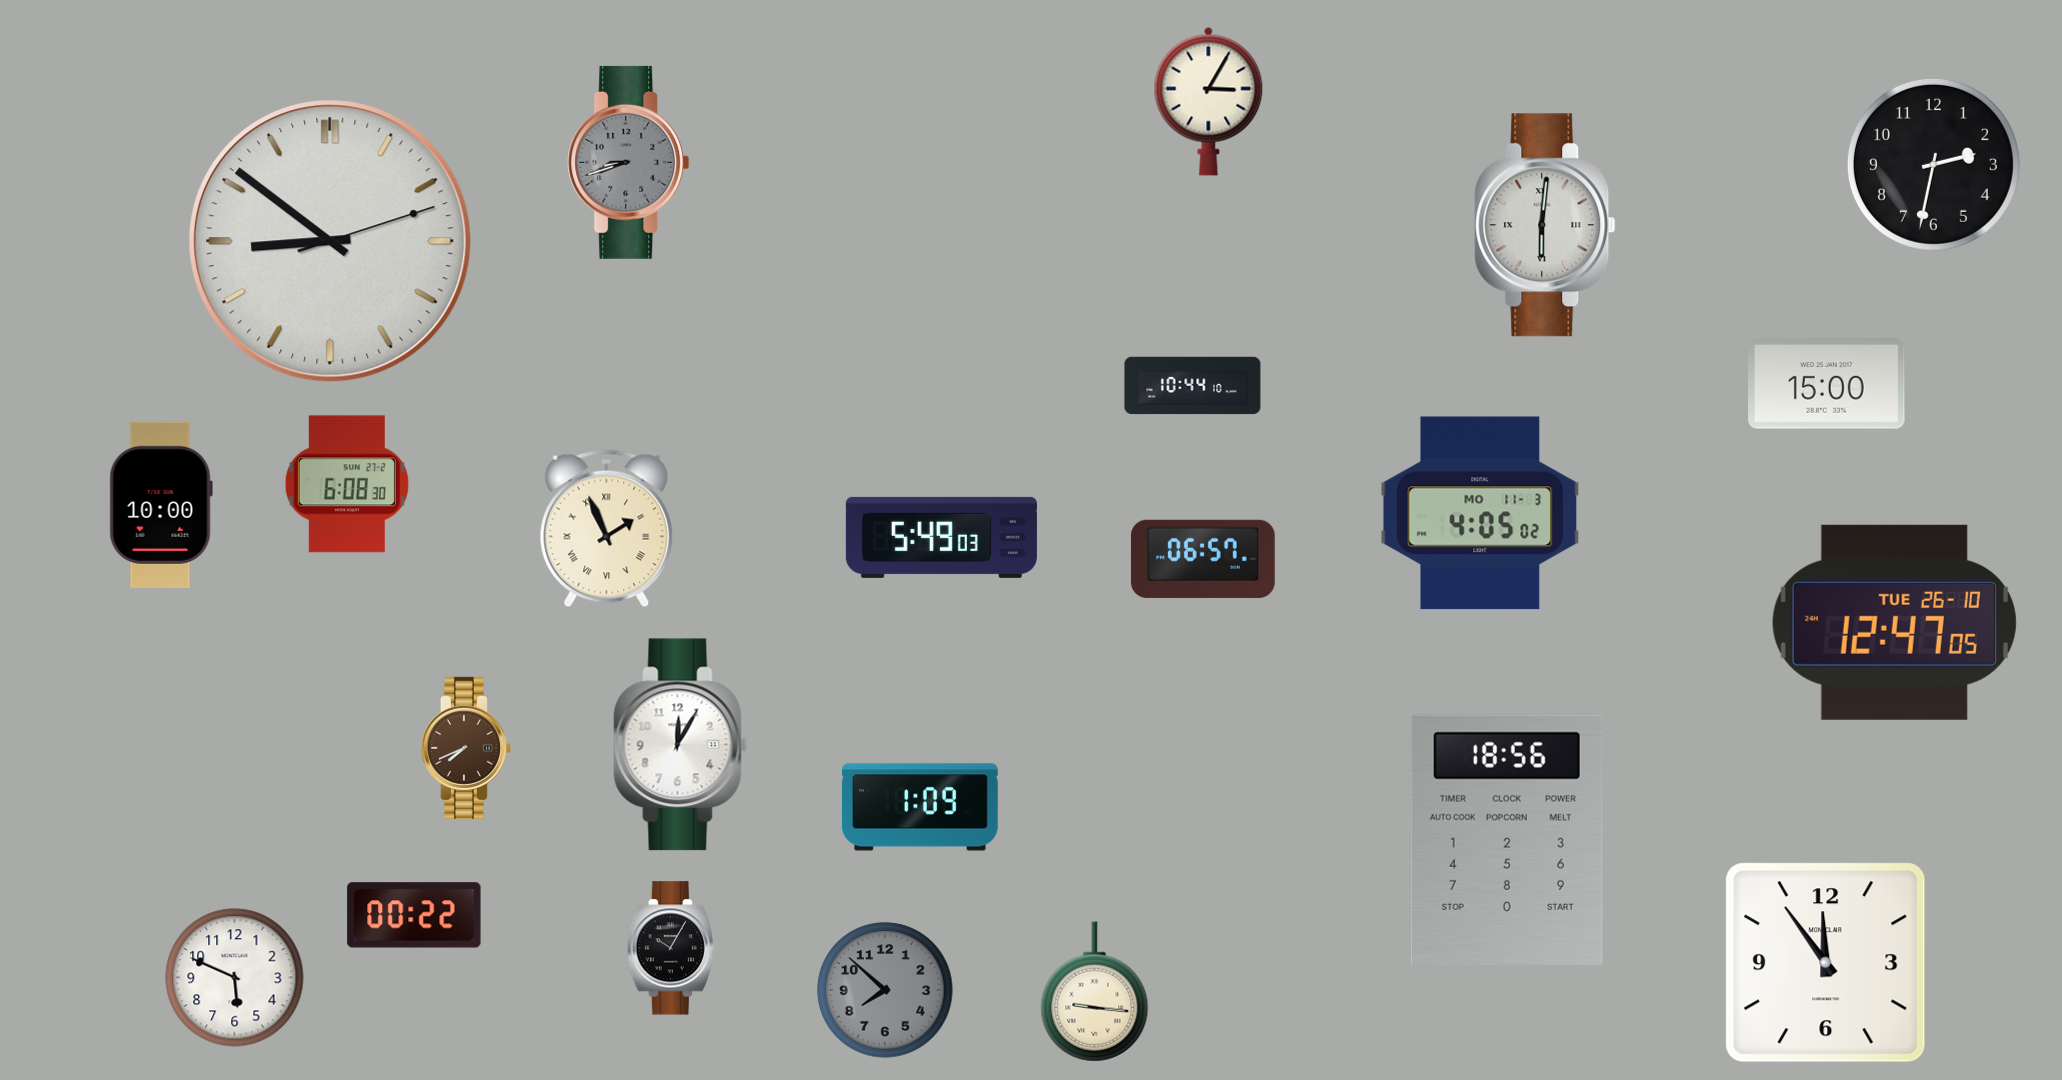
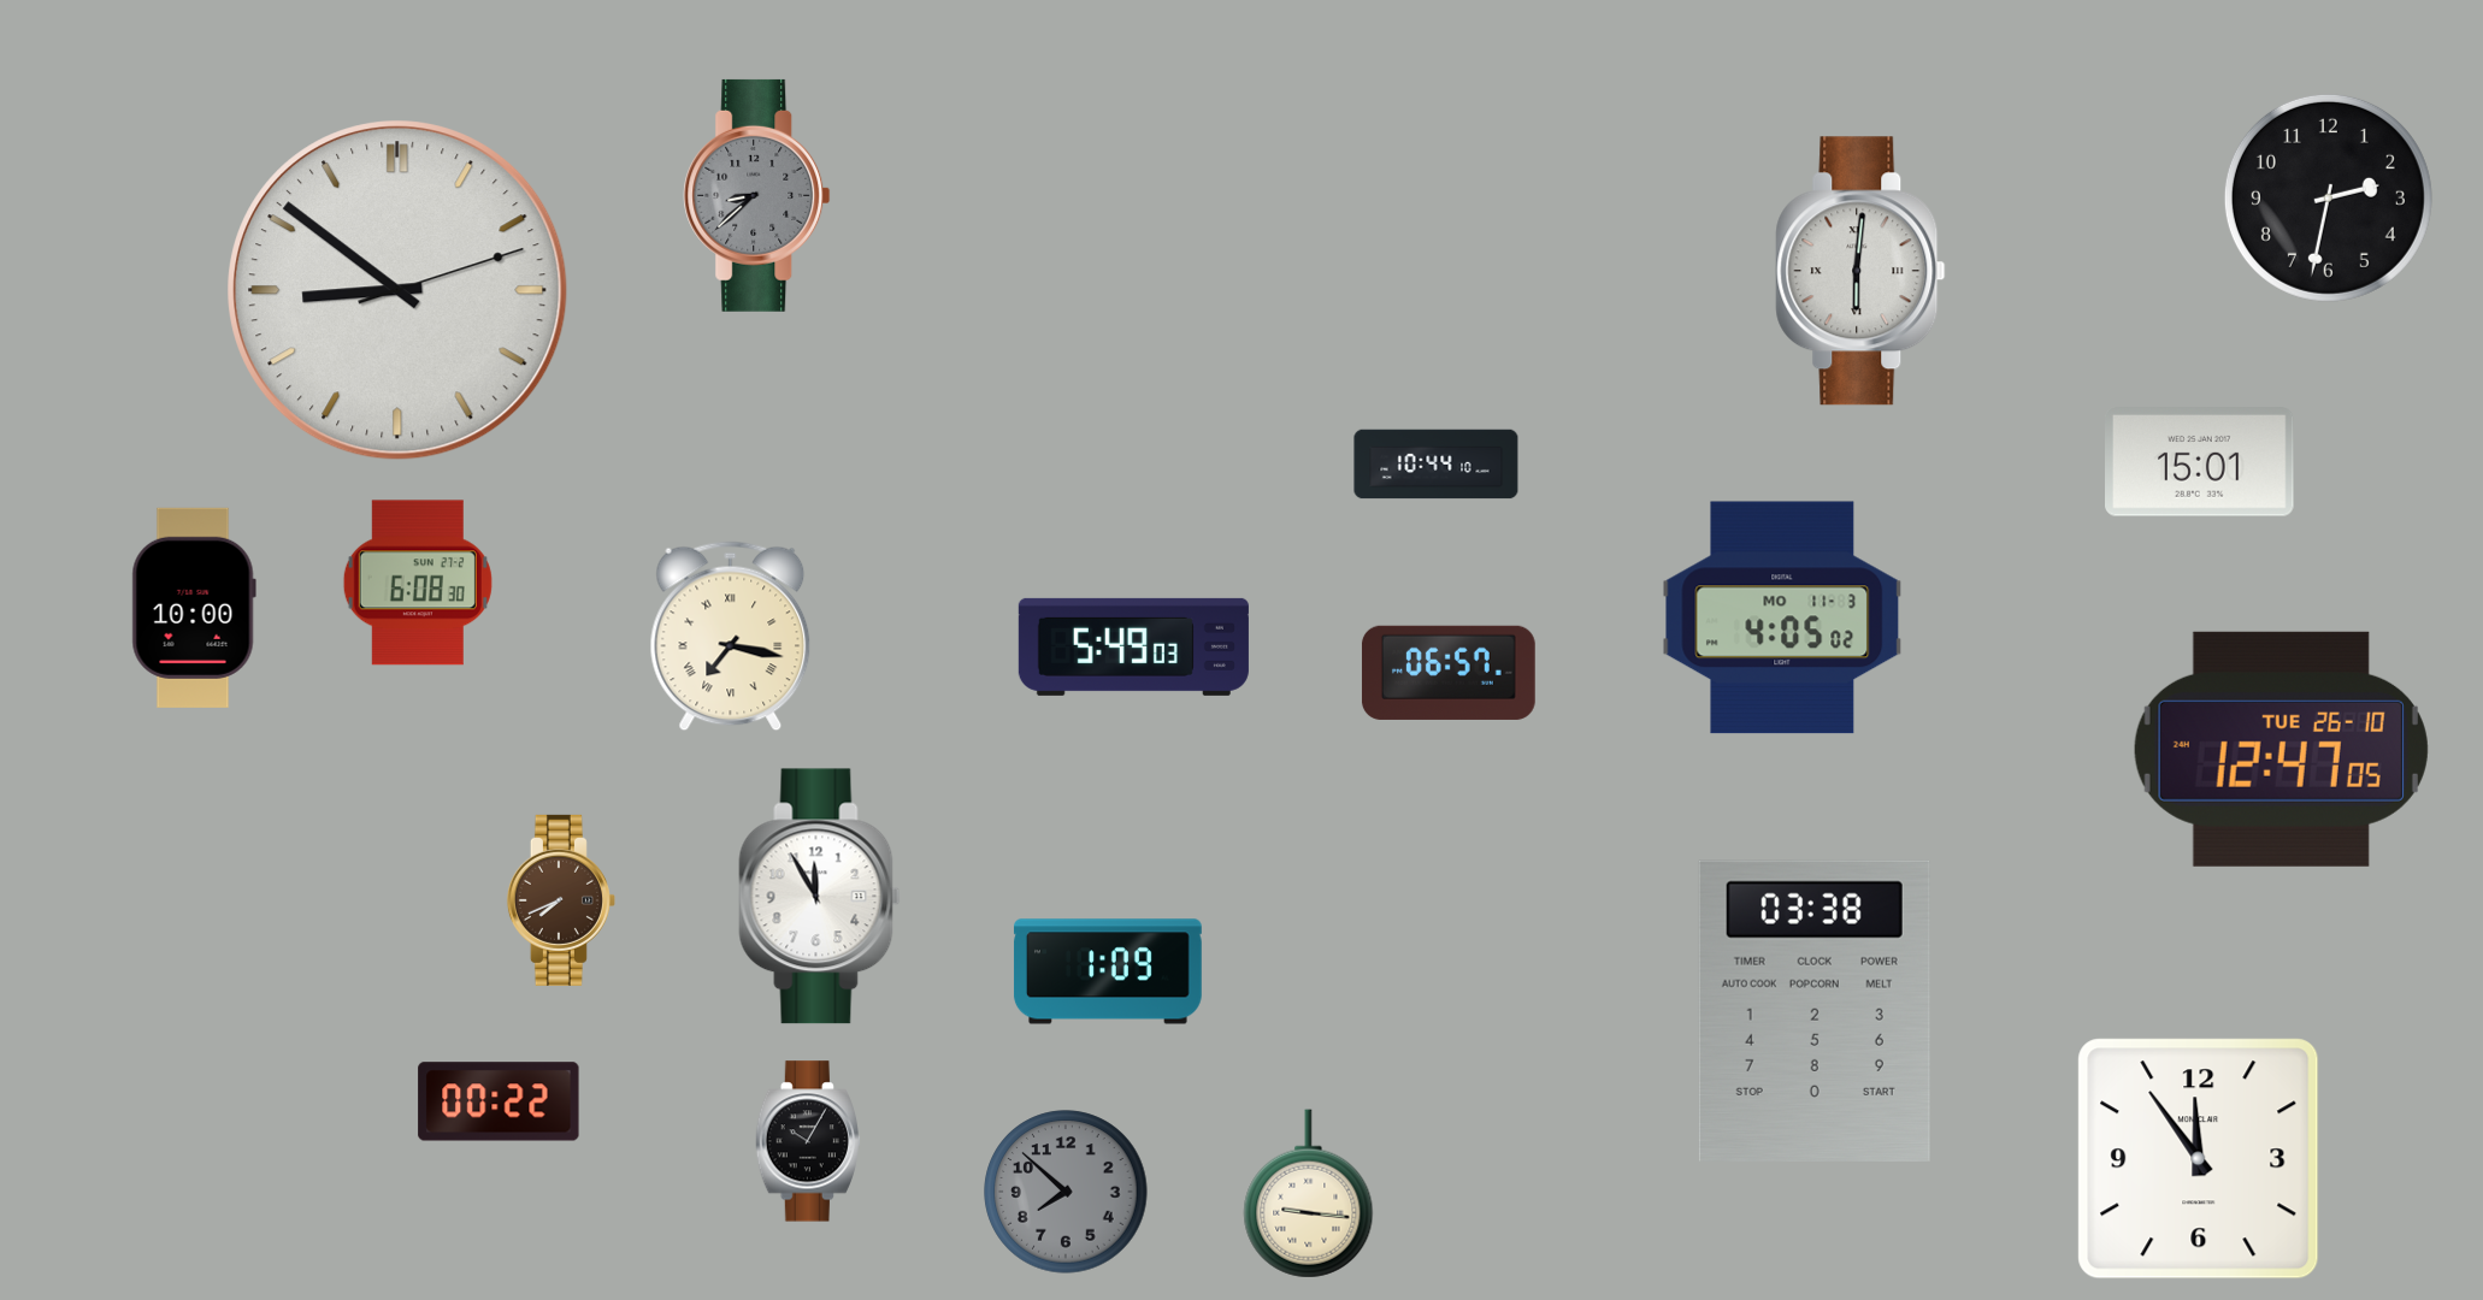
clock at (1209, 101): 3:05 -> none
clock at (629, 162): 8:42 -> 8:38
clock at (1827, 384): 15:00 -> 15:01
clock at (607, 529): 1:56 -> 7:17
clock at (681, 745): 12:05 -> 11:55
clock at (1507, 840): 18:56 -> 03:38
clock at (235, 978): 5:49 -> none
clock at (1095, 992) position: (1095, 992) -> (1309, 1194)
